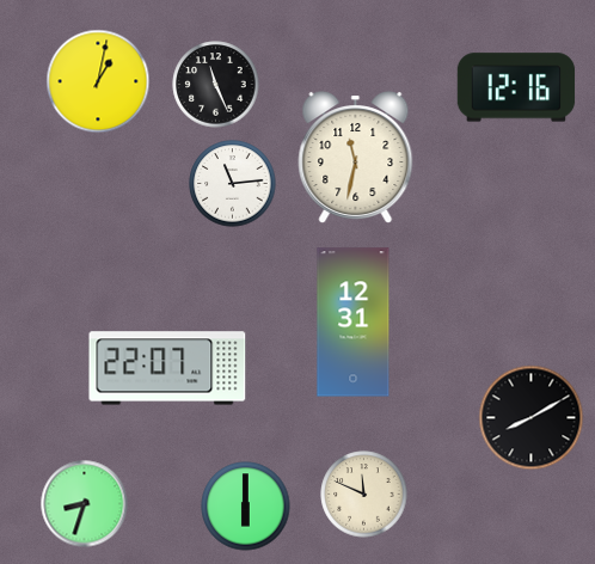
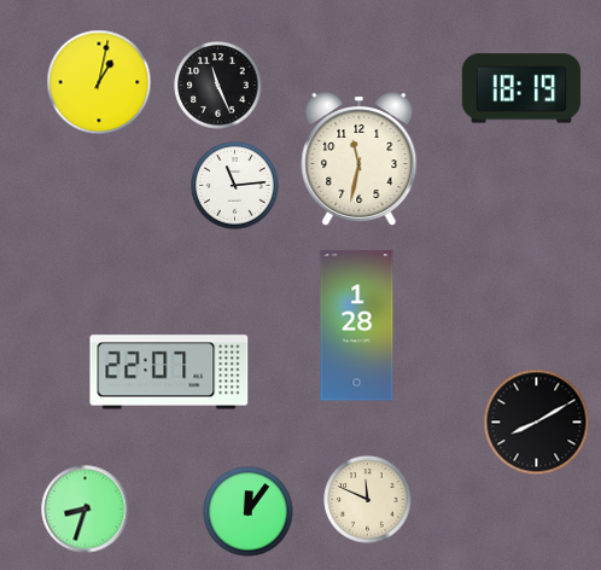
clock at (516, 87): 12:16 -> 18:19
clock at (354, 323): 12:31 -> 1:28
clock at (246, 507): 6:00 -> 12:06
